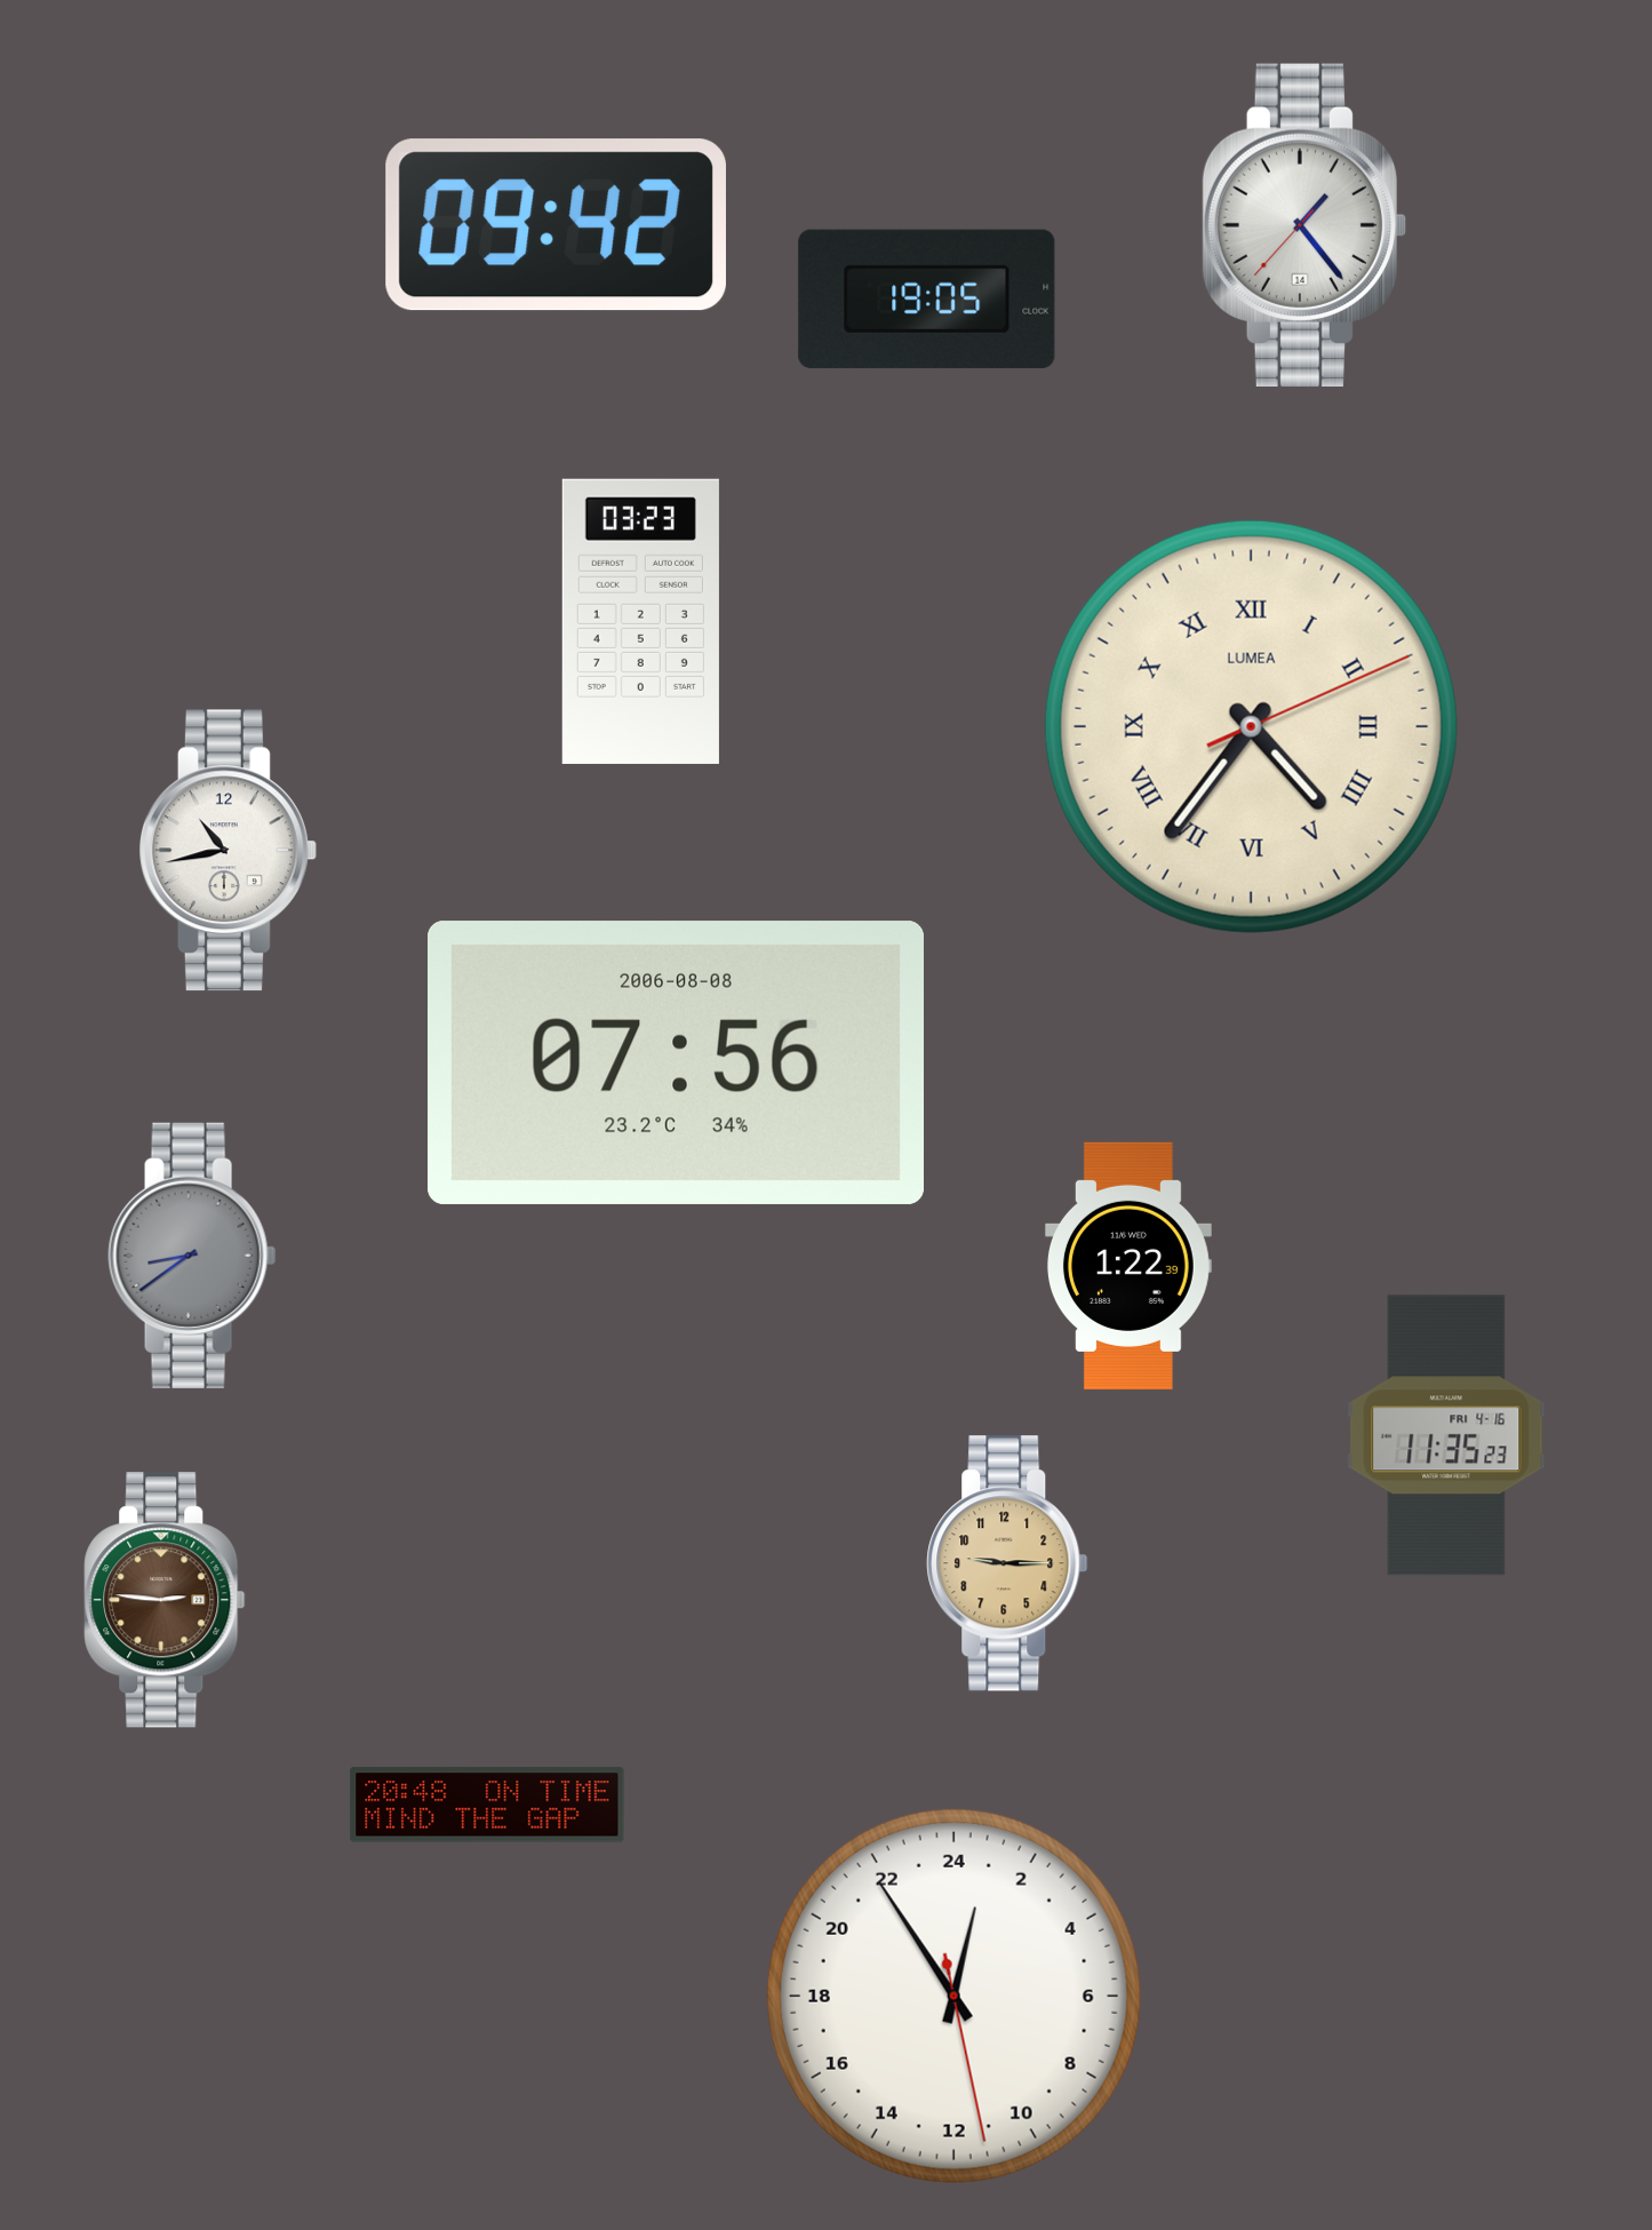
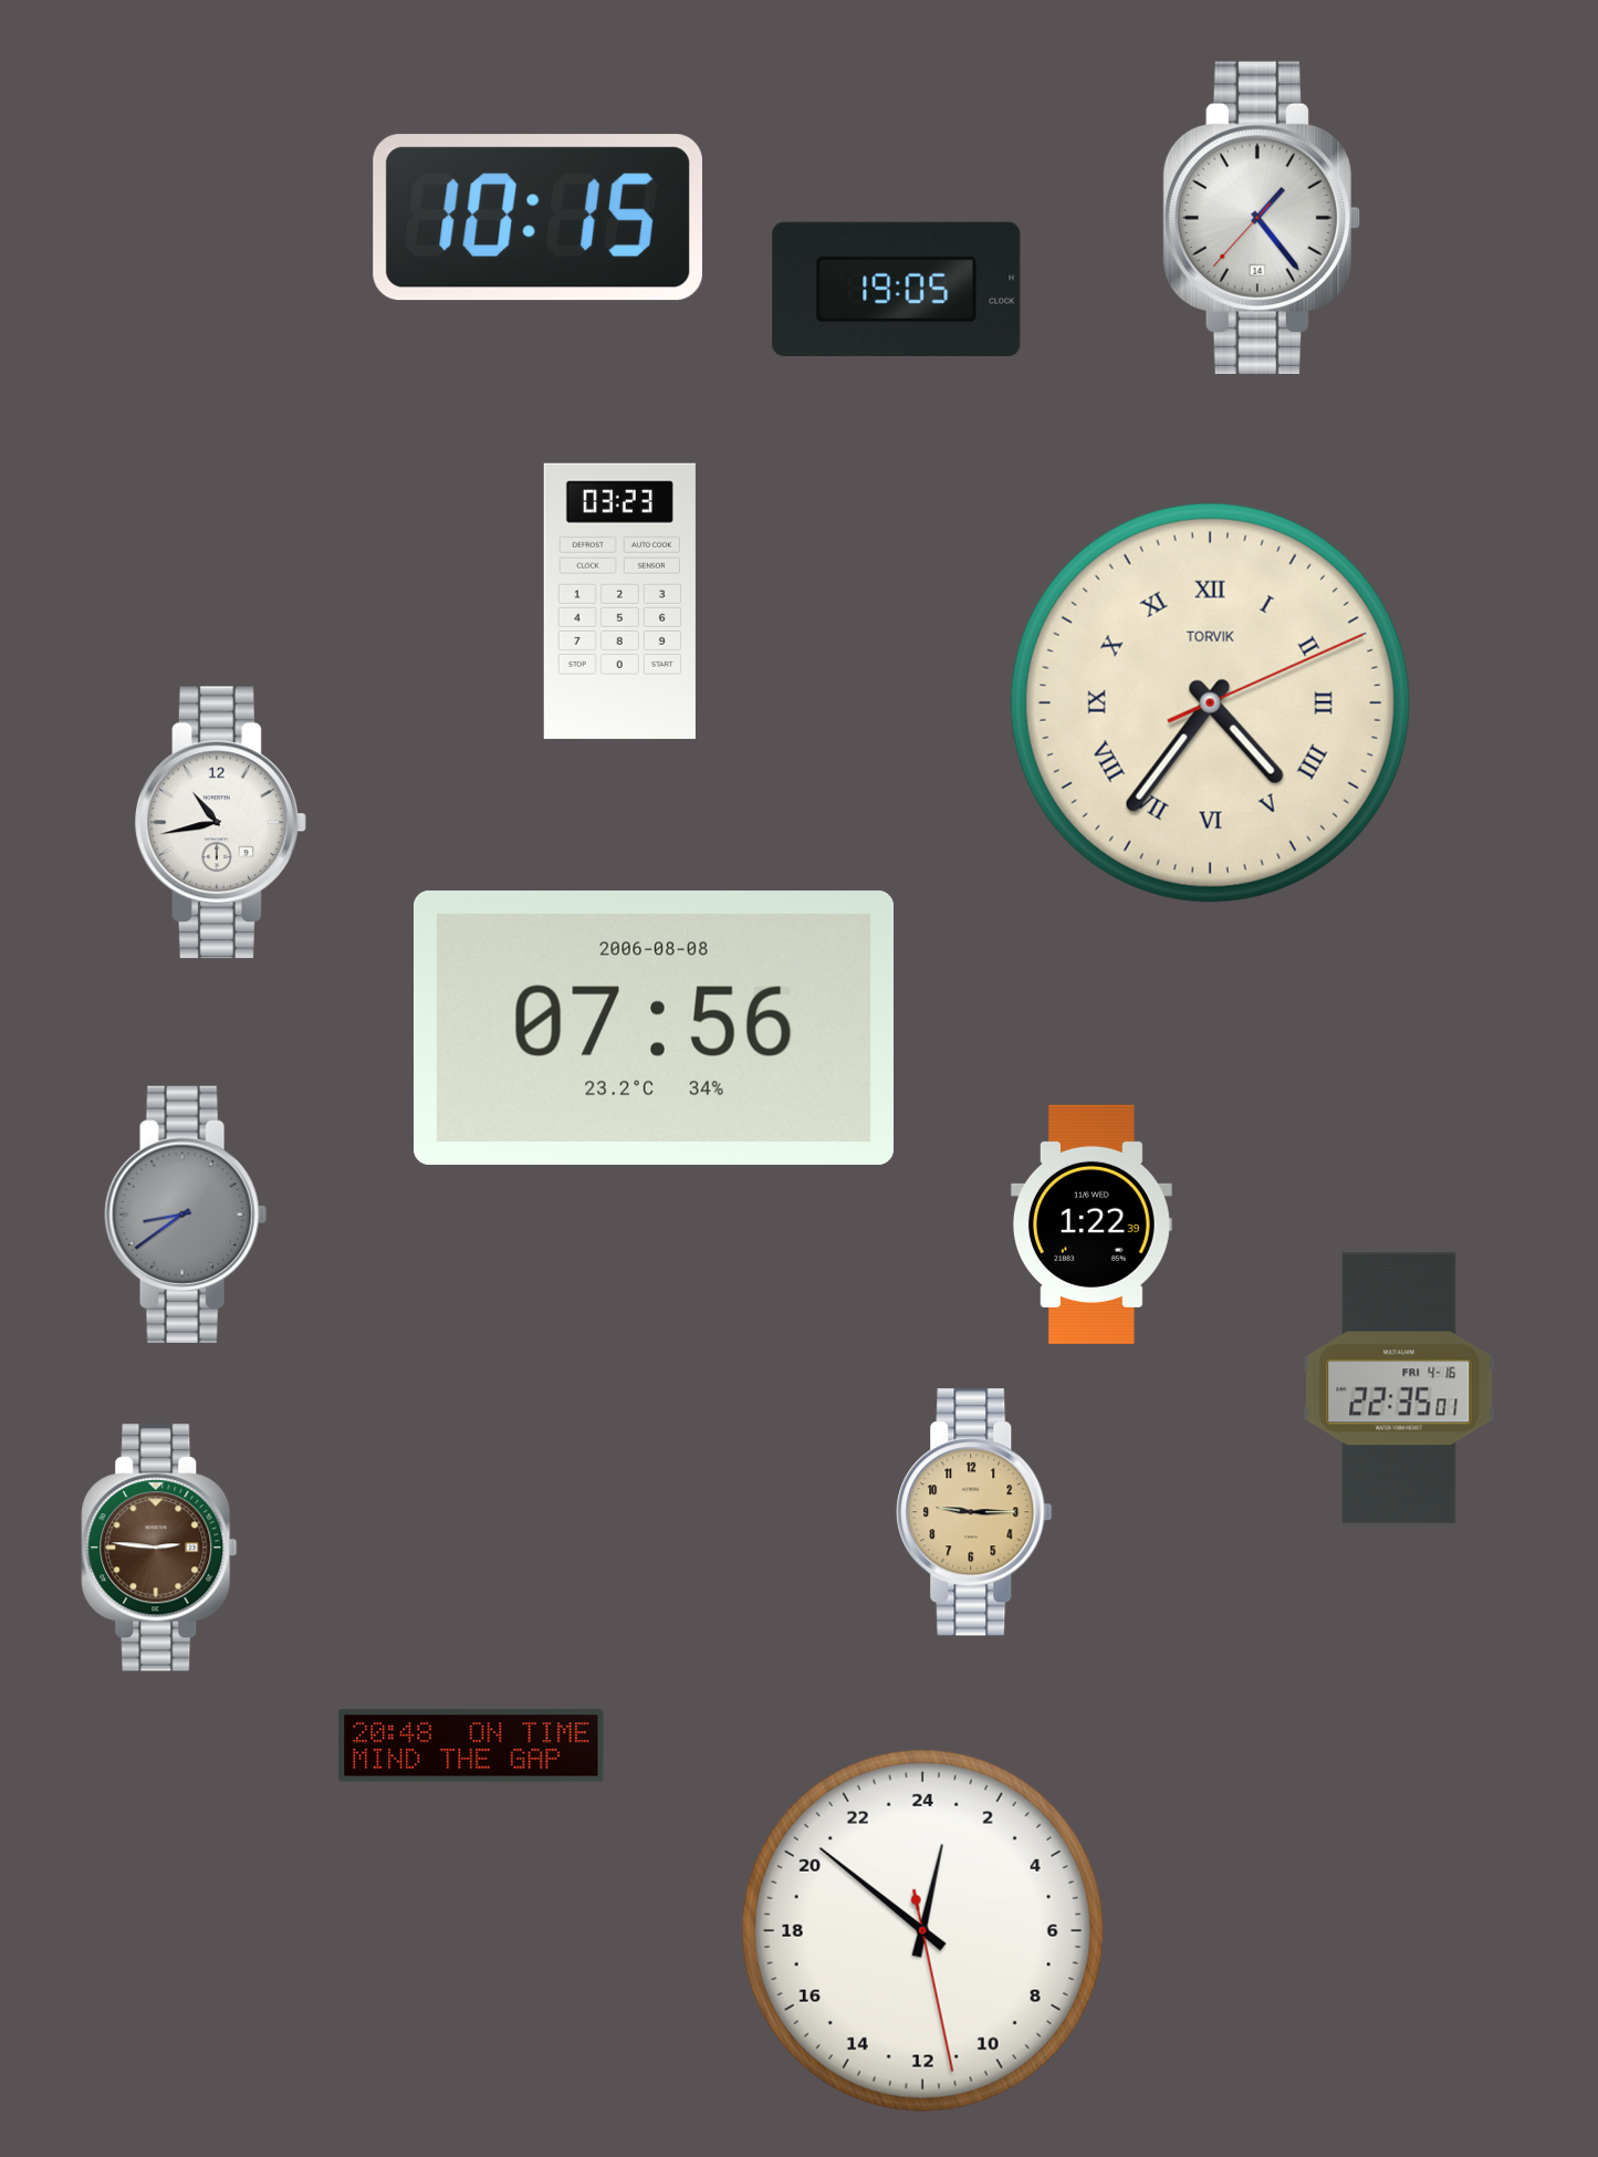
clock at (556, 225): 09:42 -> 10:15
clock at (1251, 726) brand: LUMEA -> TORVIK
clock at (1446, 1435): 11:35 -> 22:35
clock at (953, 1996): 0:54 -> 0:51
